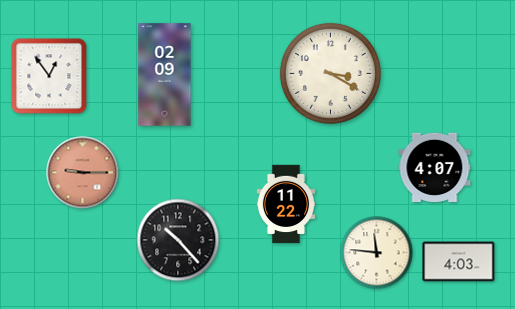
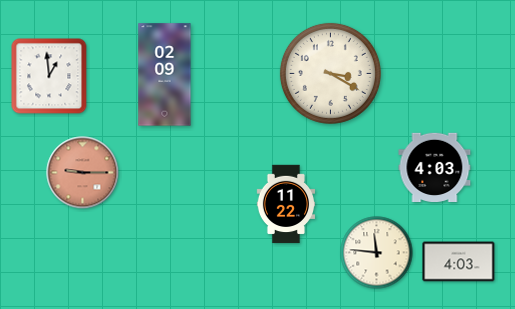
clock at (49, 76): 12:54 -> 12:59
clock at (435, 167): 4:07 -> 4:03
clock at (178, 240): 10:23 -> none
